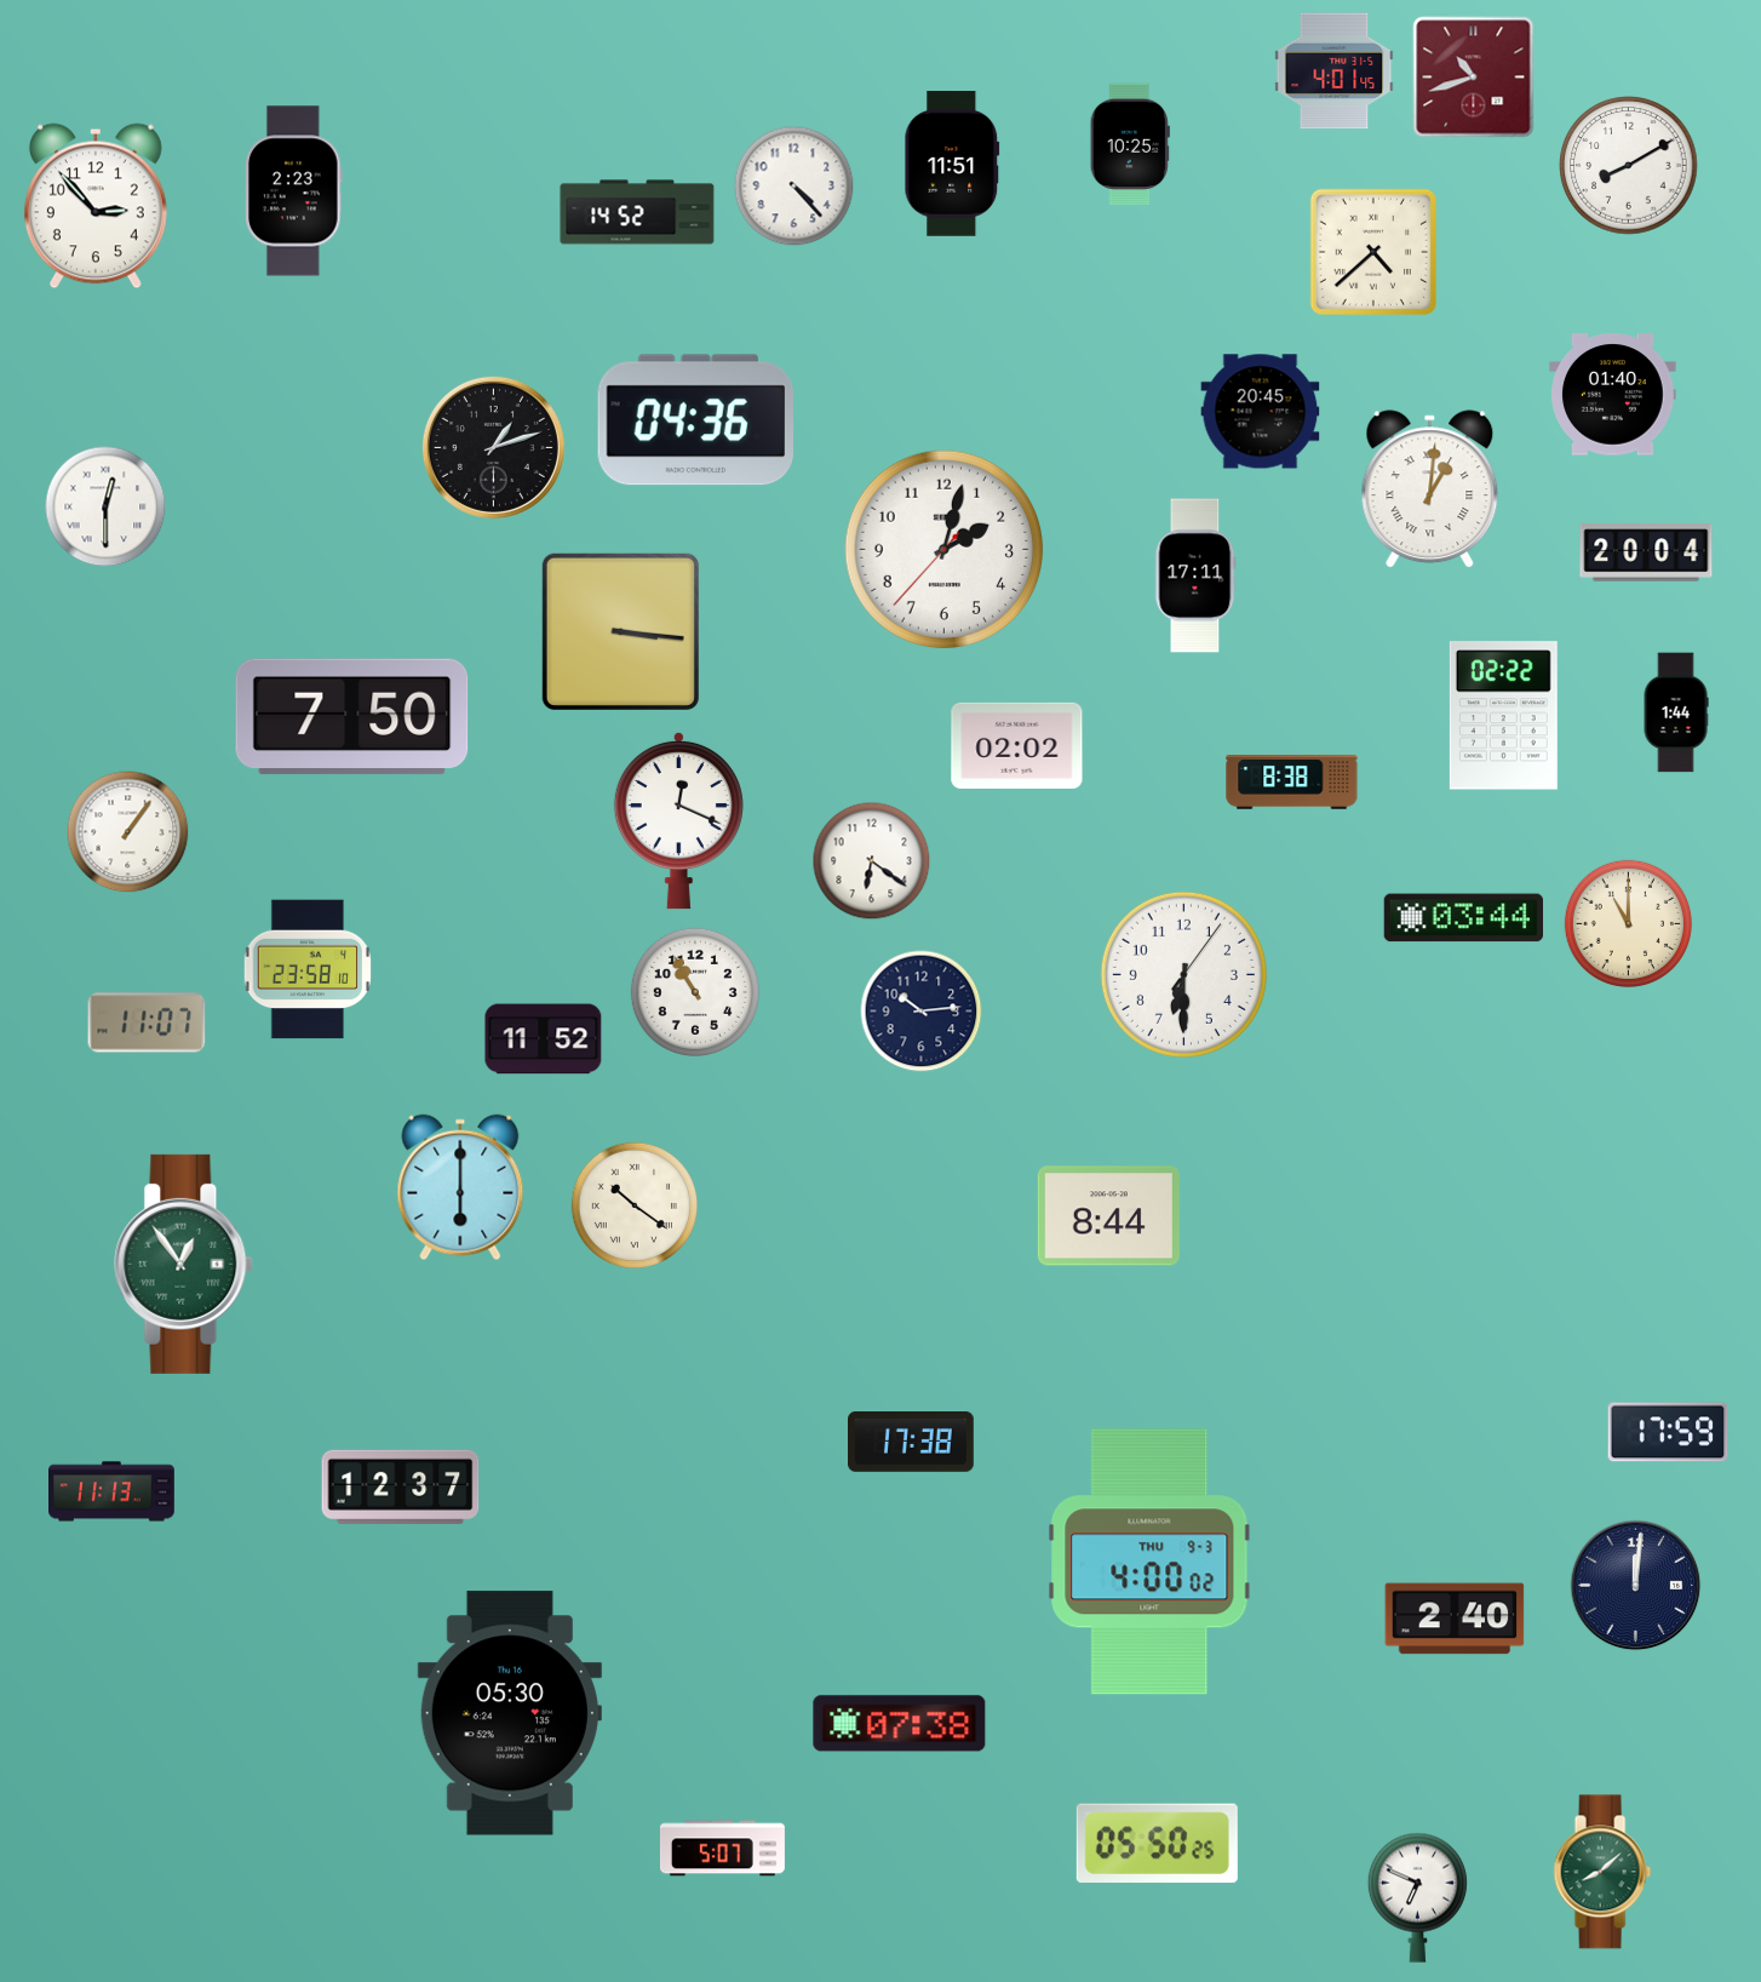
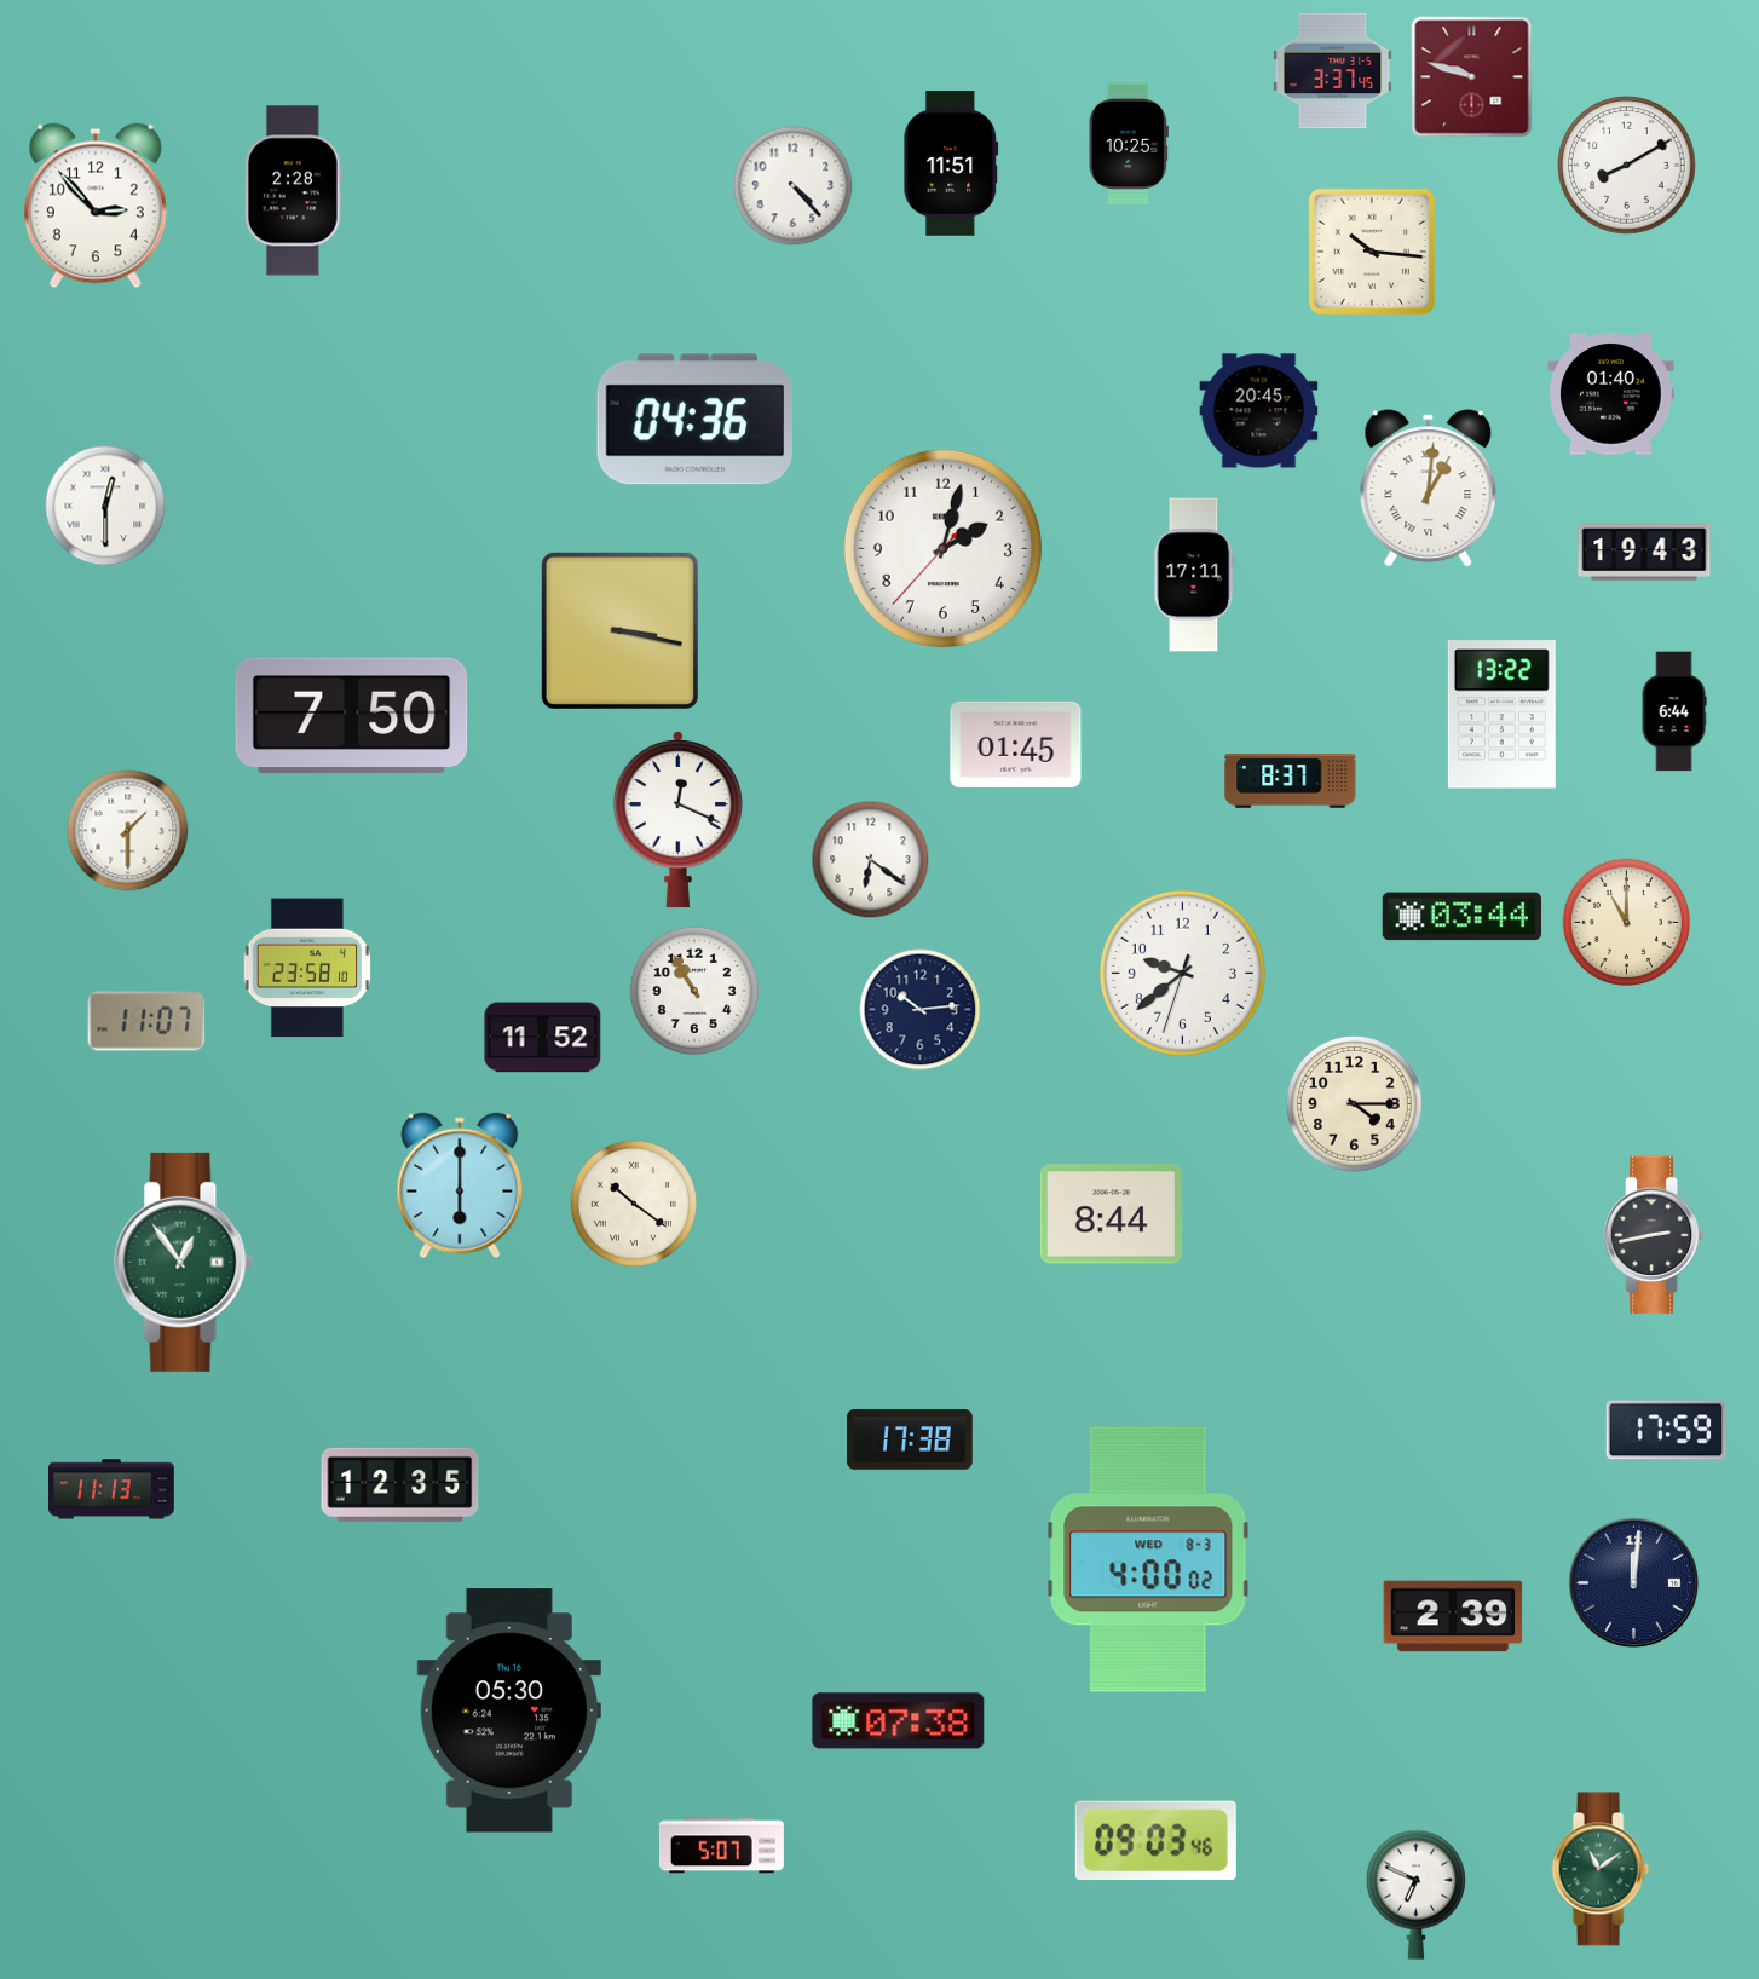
clock at (1335, 71): 4:01 -> 3:37
clock at (1474, 78): 10:42 -> 9:48
clock at (294, 191): 2:23 -> 2:28
clock at (637, 212): 14:52 -> none
clock at (1373, 252): 4:38 -> 10:16
clock at (493, 447): 1:12 -> none
clock at (1646, 552): 20:04 -> 19:43
clock at (620, 631): 3:16 -> 3:17
clock at (1676, 712): 1:44 -> 6:44
clock at (1503, 716): 02:22 -> 13:22
clock at (1017, 745): 02:02 -> 01:45
clock at (1292, 783): 8:38 -> 8:37
clock at (128, 832): 1:06 -> 1:30
clock at (1183, 974): 6:30 -> 9:38
clock at (1355, 1104): none -> 4:15
clock at (1108, 1216) position: (1108, 1216) -> (1111, 1214)
clock at (1654, 1235): none -> 2:43
clock at (401, 1486): 12:37 -> 12:35
clock at (1149, 1562) date: THU 9-3 -> WED 8-3
clock at (1455, 1619): 2:40 -> 2:39
clock at (1157, 1844): 05:50 -> 09:03
clock at (1602, 1872): 8:08 -> 11:09
